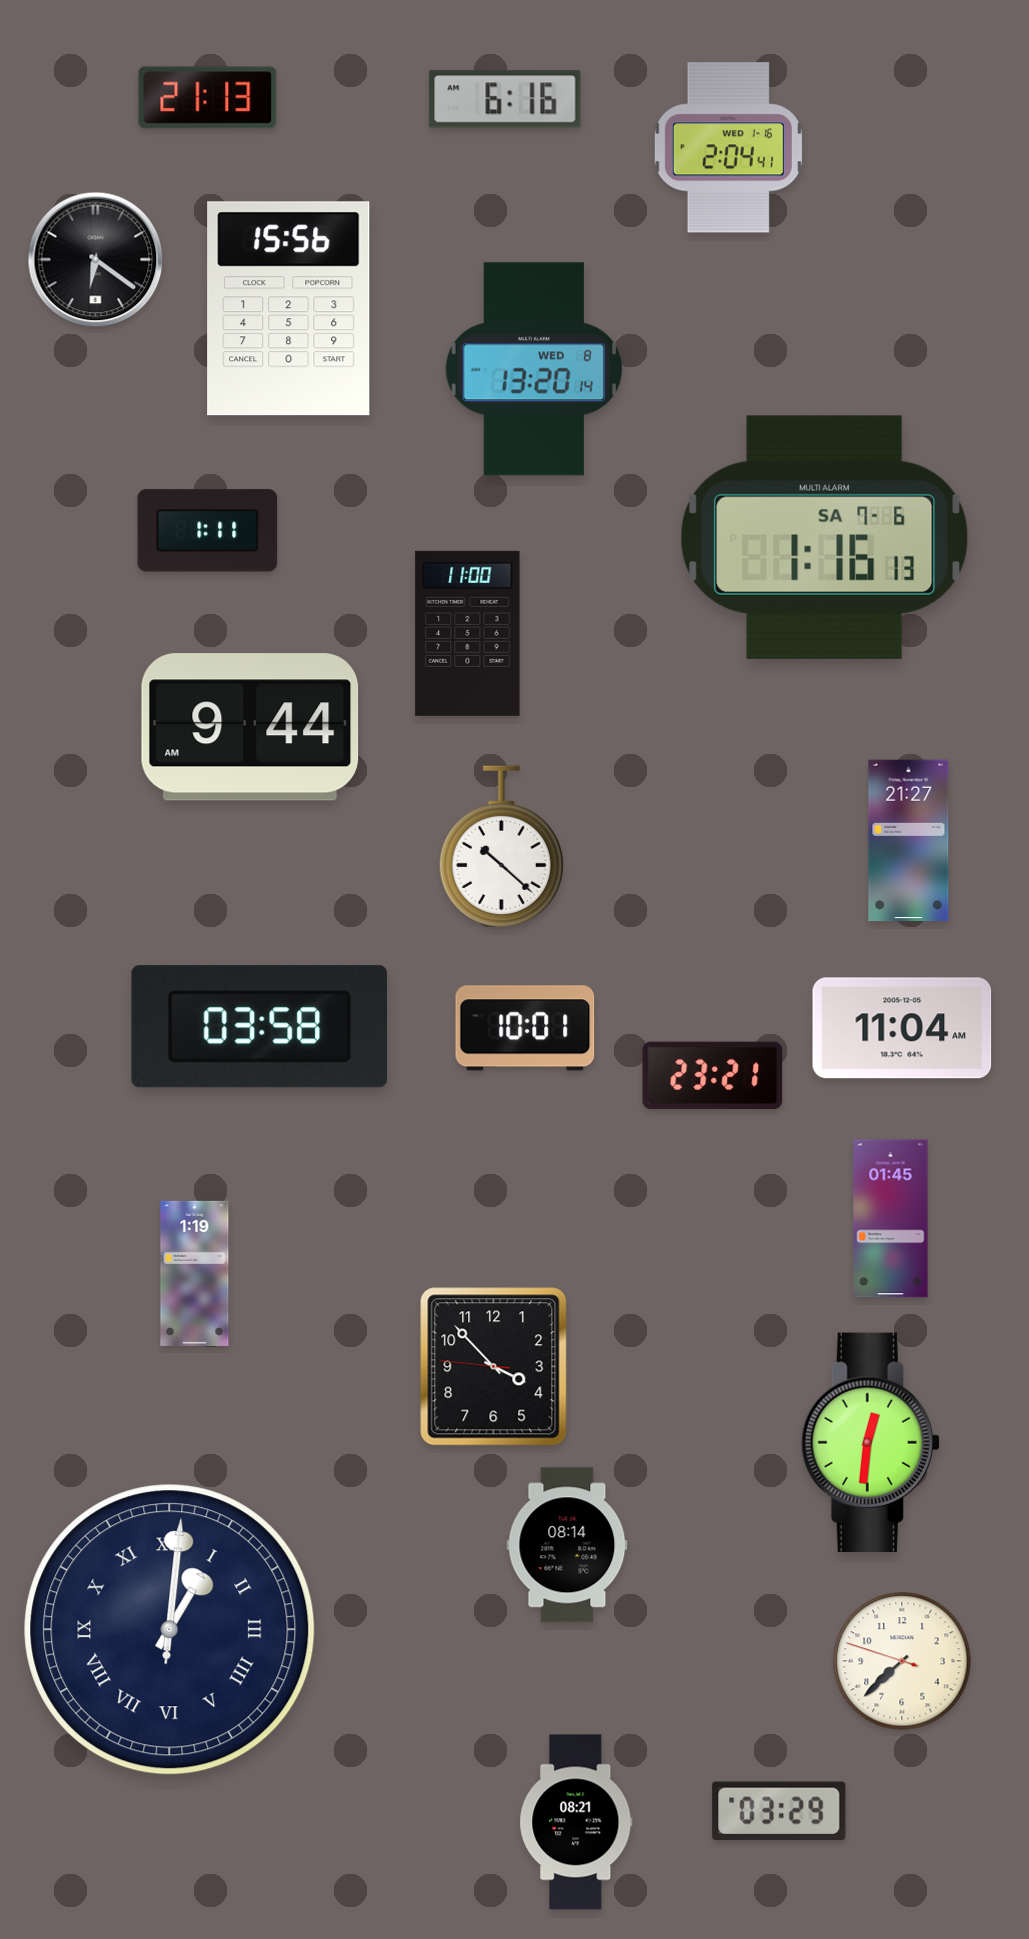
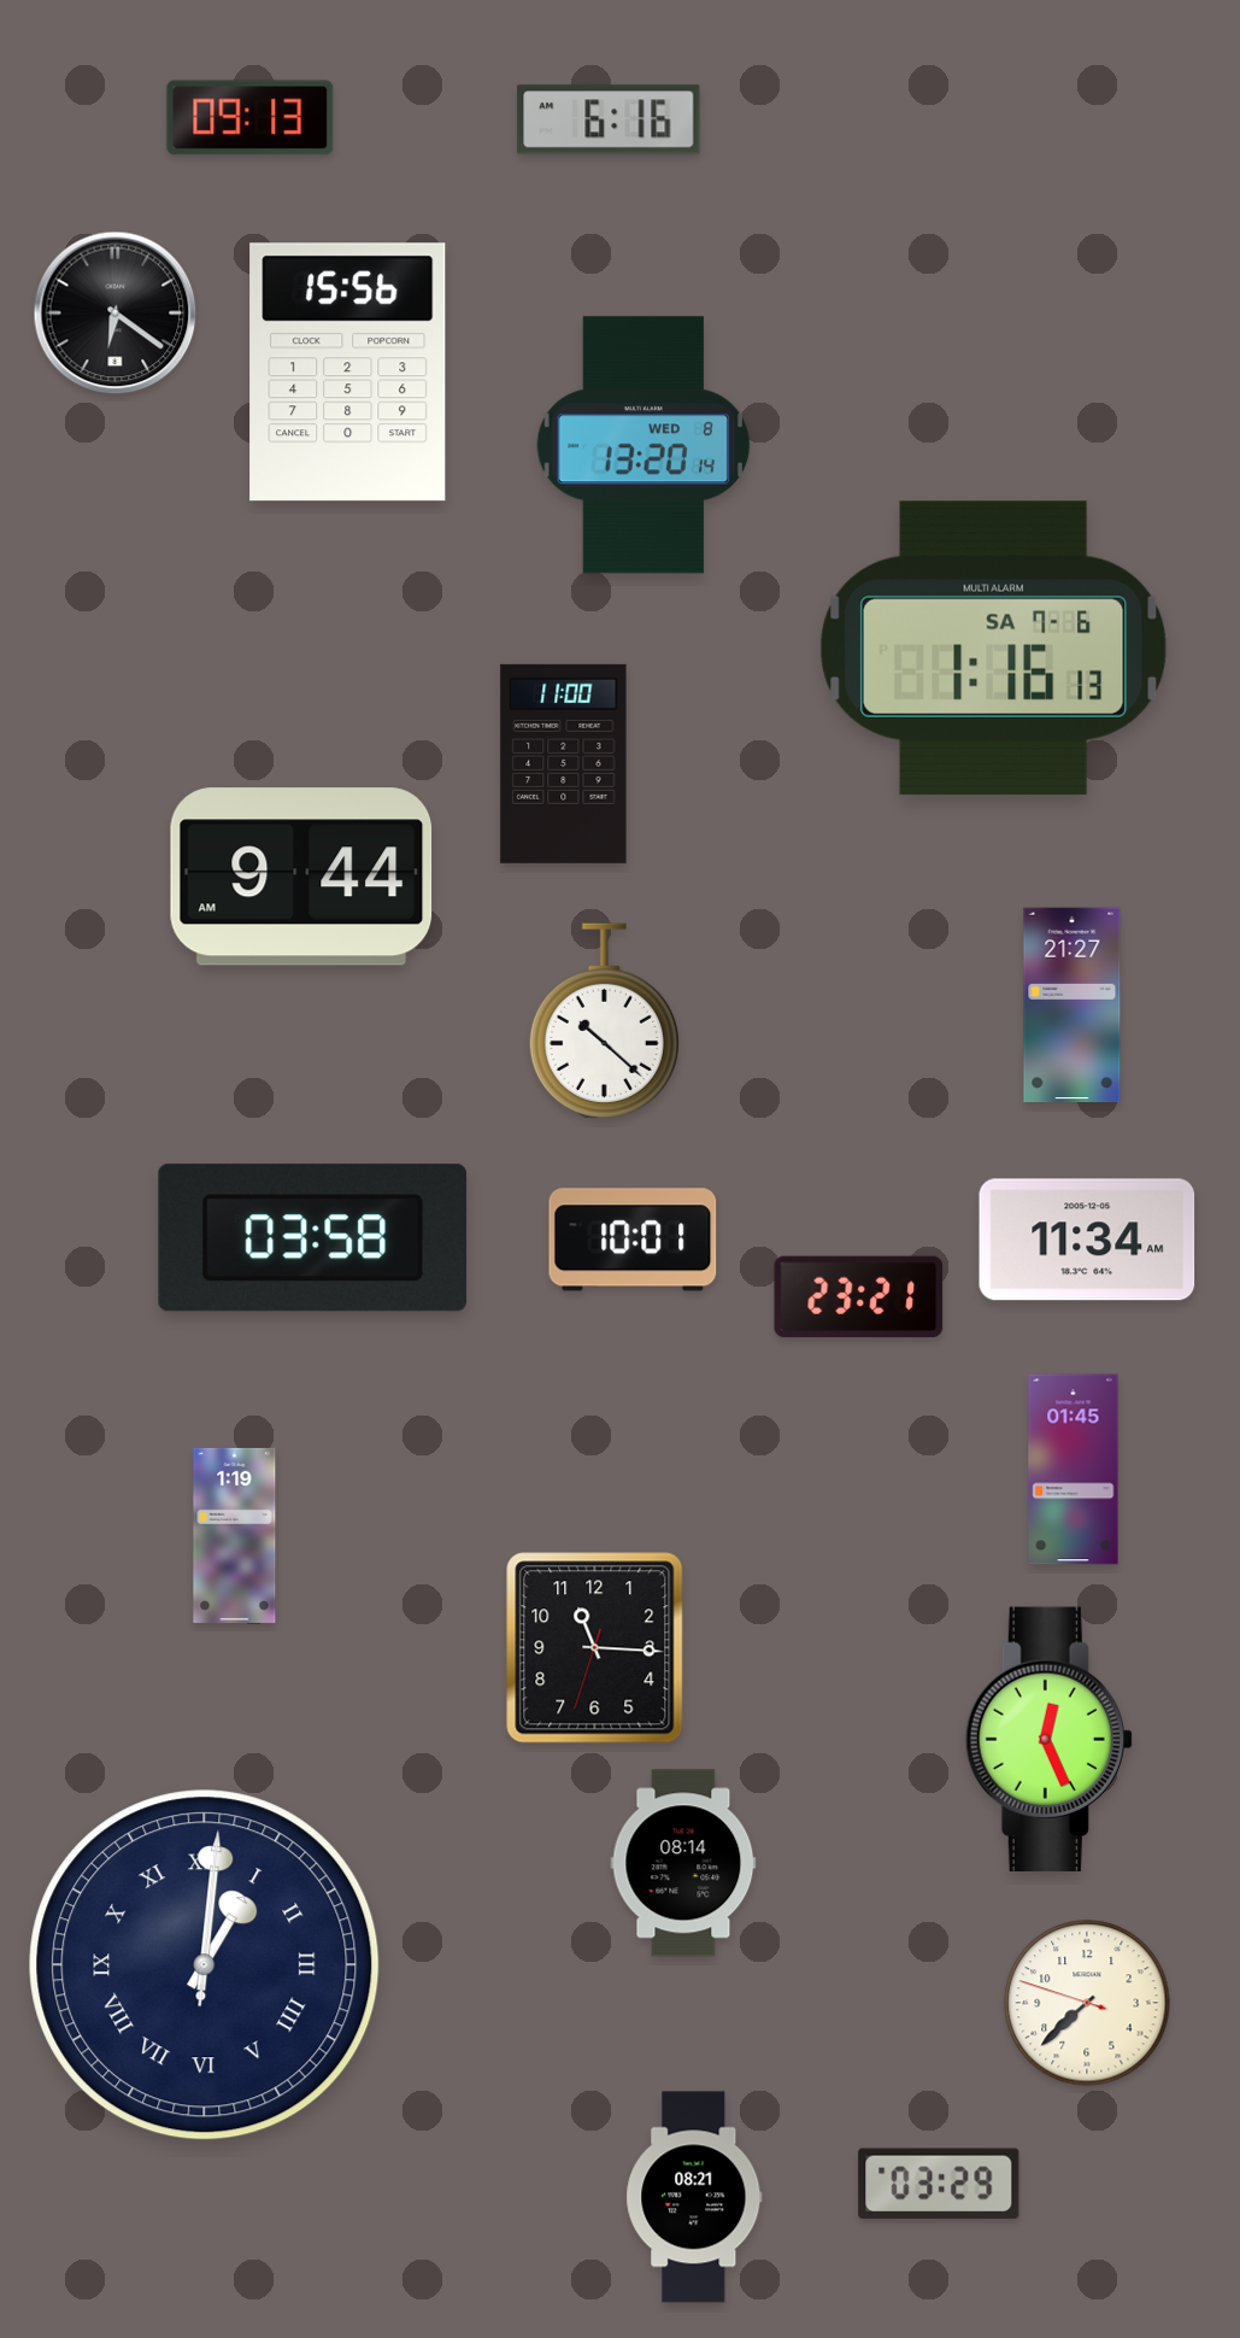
clock at (208, 98): 21:13 -> 09:13
clock at (728, 148): 2:04 -> none
clock at (208, 531): 1:11 -> none
clock at (909, 841) position: (909, 841) -> (1072, 1006)
clock at (902, 1028): 11:04 -> 11:34
clock at (494, 1367): 3:52 -> 11:15
clock at (870, 1442): 12:31 -> 12:26
